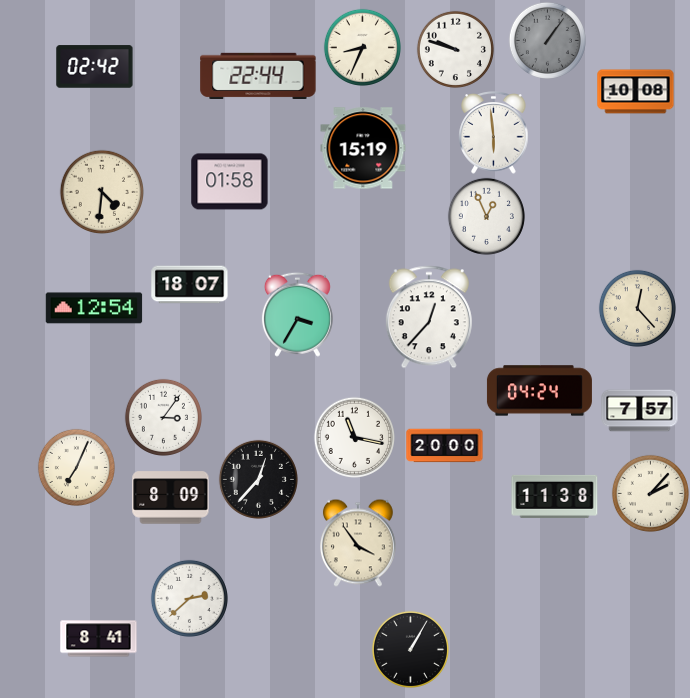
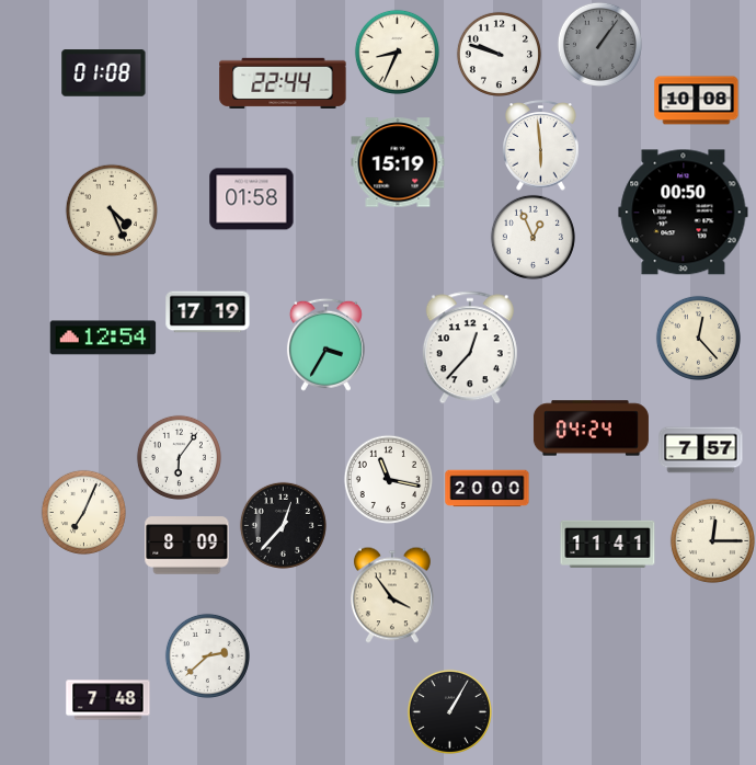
clock at (95, 67): 02:42 -> 01:08
clock at (101, 191): 4:31 -> 4:26
clock at (684, 213): none -> 00:50
clock at (190, 285): 18:07 -> 17:19
clock at (163, 417): 3:06 -> 6:06
clock at (650, 493): 2:07 -> 12:15
clock at (555, 496): 11:38 -> 11:41
clock at (99, 639): 8:41 -> 7:48
